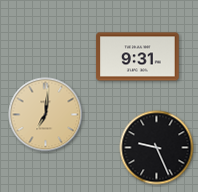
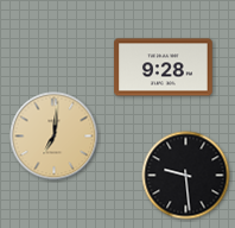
clock at (138, 57): 9:31 -> 9:28
clock at (157, 148): 9:26 -> 9:29
